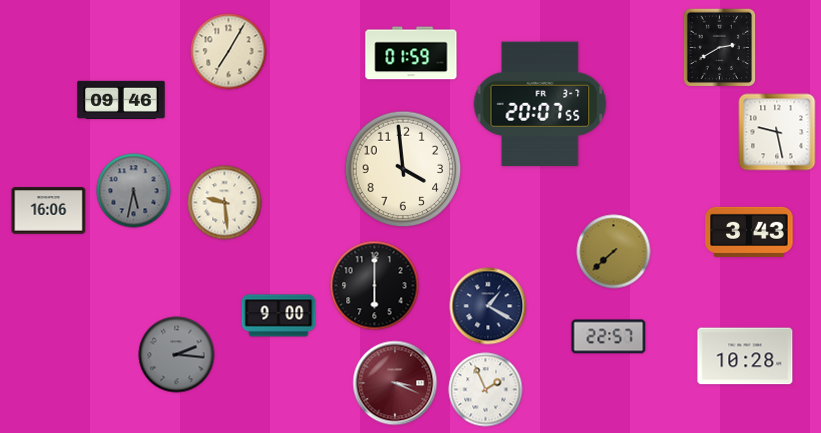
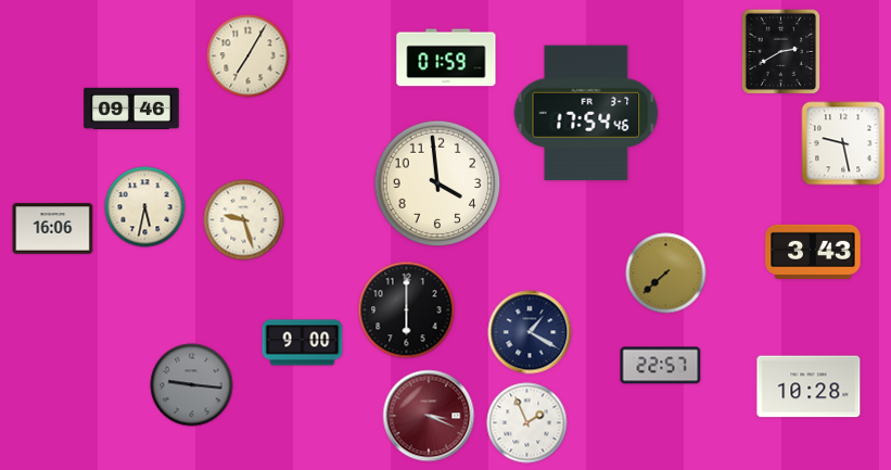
clock at (540, 104): 20:07 -> 17:54
clock at (134, 191) dial: grey -> cream
clock at (225, 203): 9:29 -> 9:27
clock at (177, 355): 2:16 -> 9:16
